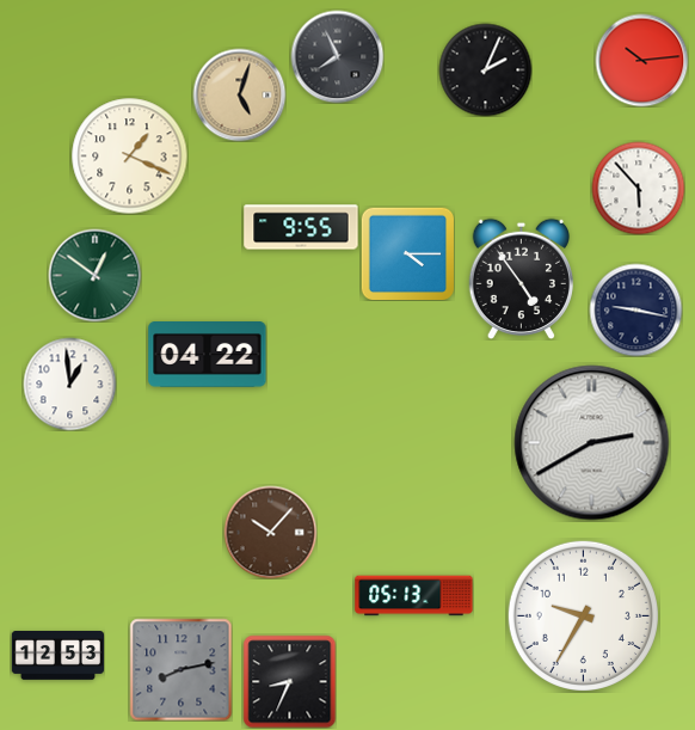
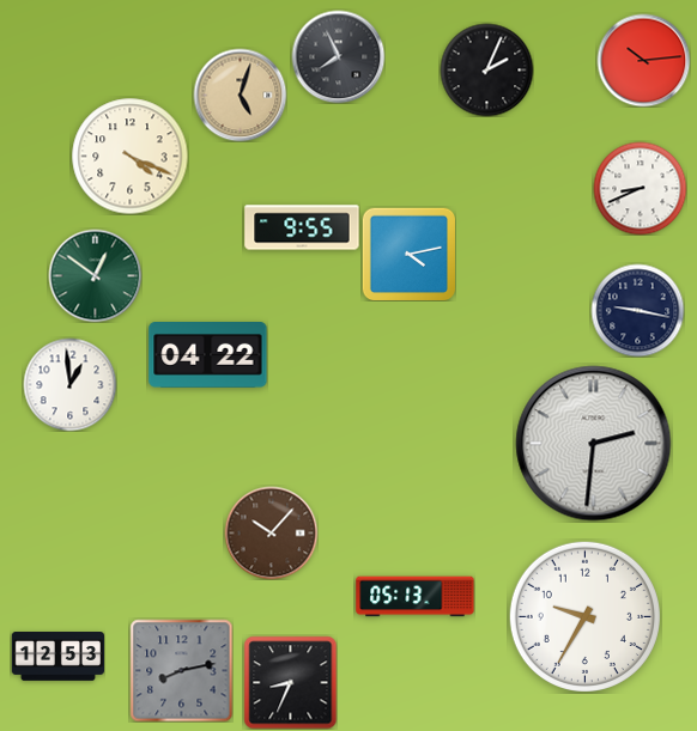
clock at (129, 155): 1:19 -> 4:19
clock at (638, 188): 5:53 -> 8:41
clock at (407, 253): 4:15 -> 4:13
clock at (521, 278): 4:54 -> none
clock at (592, 443): 2:40 -> 2:31
